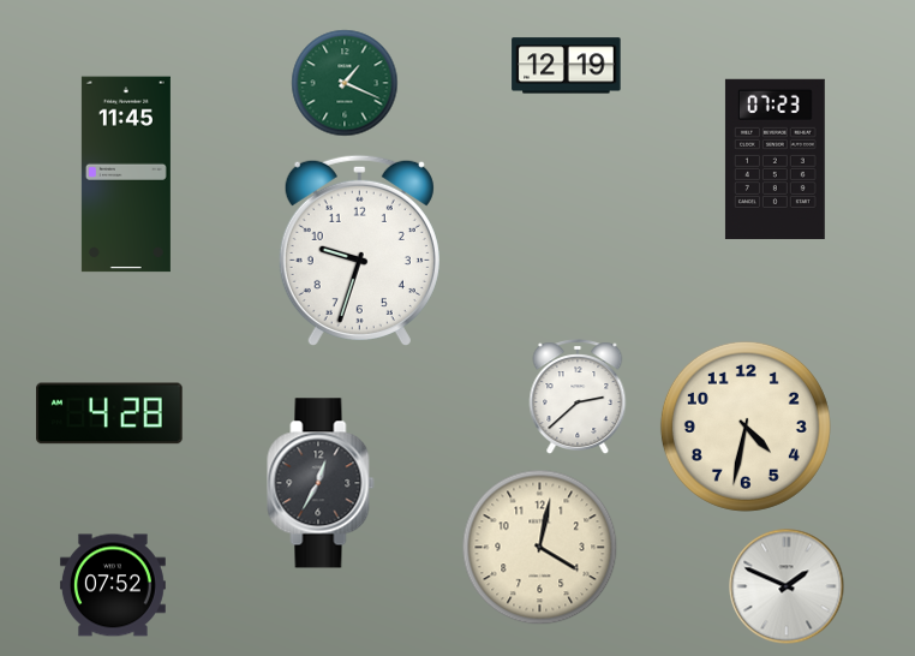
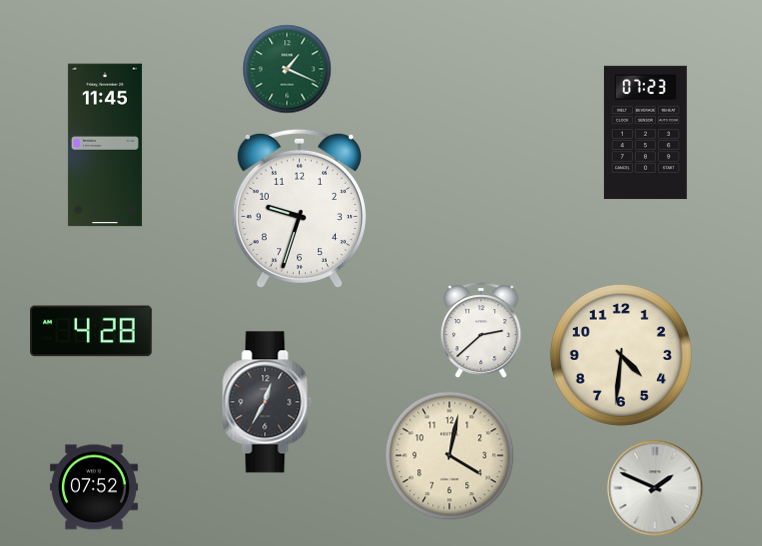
clock at (567, 66): 12:19 -> none
clock at (109, 413) position: (109, 413) -> (91, 331)
clock at (746, 427): 4:32 -> 4:31
